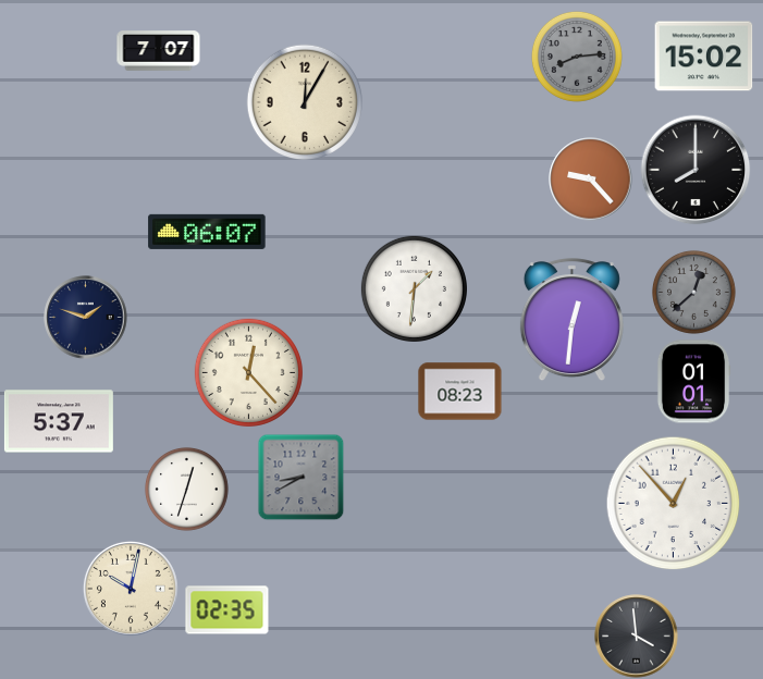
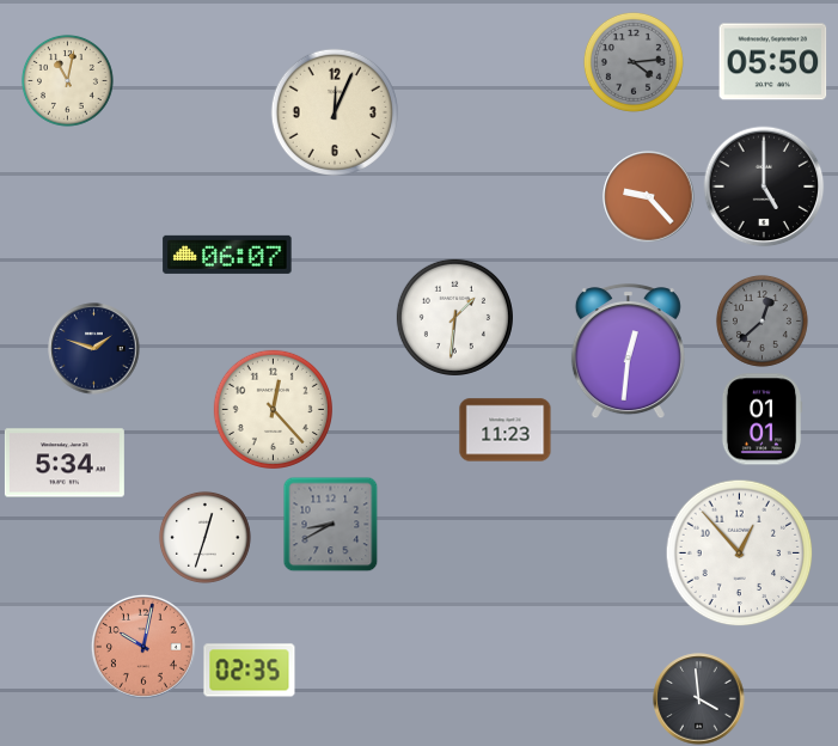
clock at (159, 51): 7:07 -> none
clock at (577, 57): 8:14 -> 4:14
clock at (704, 57): 15:02 -> 05:50
clock at (67, 80): none -> 11:02
clock at (304, 101): 12:05 -> 12:04
clock at (696, 170): 8:00 -> 5:00
clock at (460, 392): 08:23 -> 11:23
clock at (59, 421): 5:37 -> 5:34
clock at (131, 589) dial: cream -> salmon
